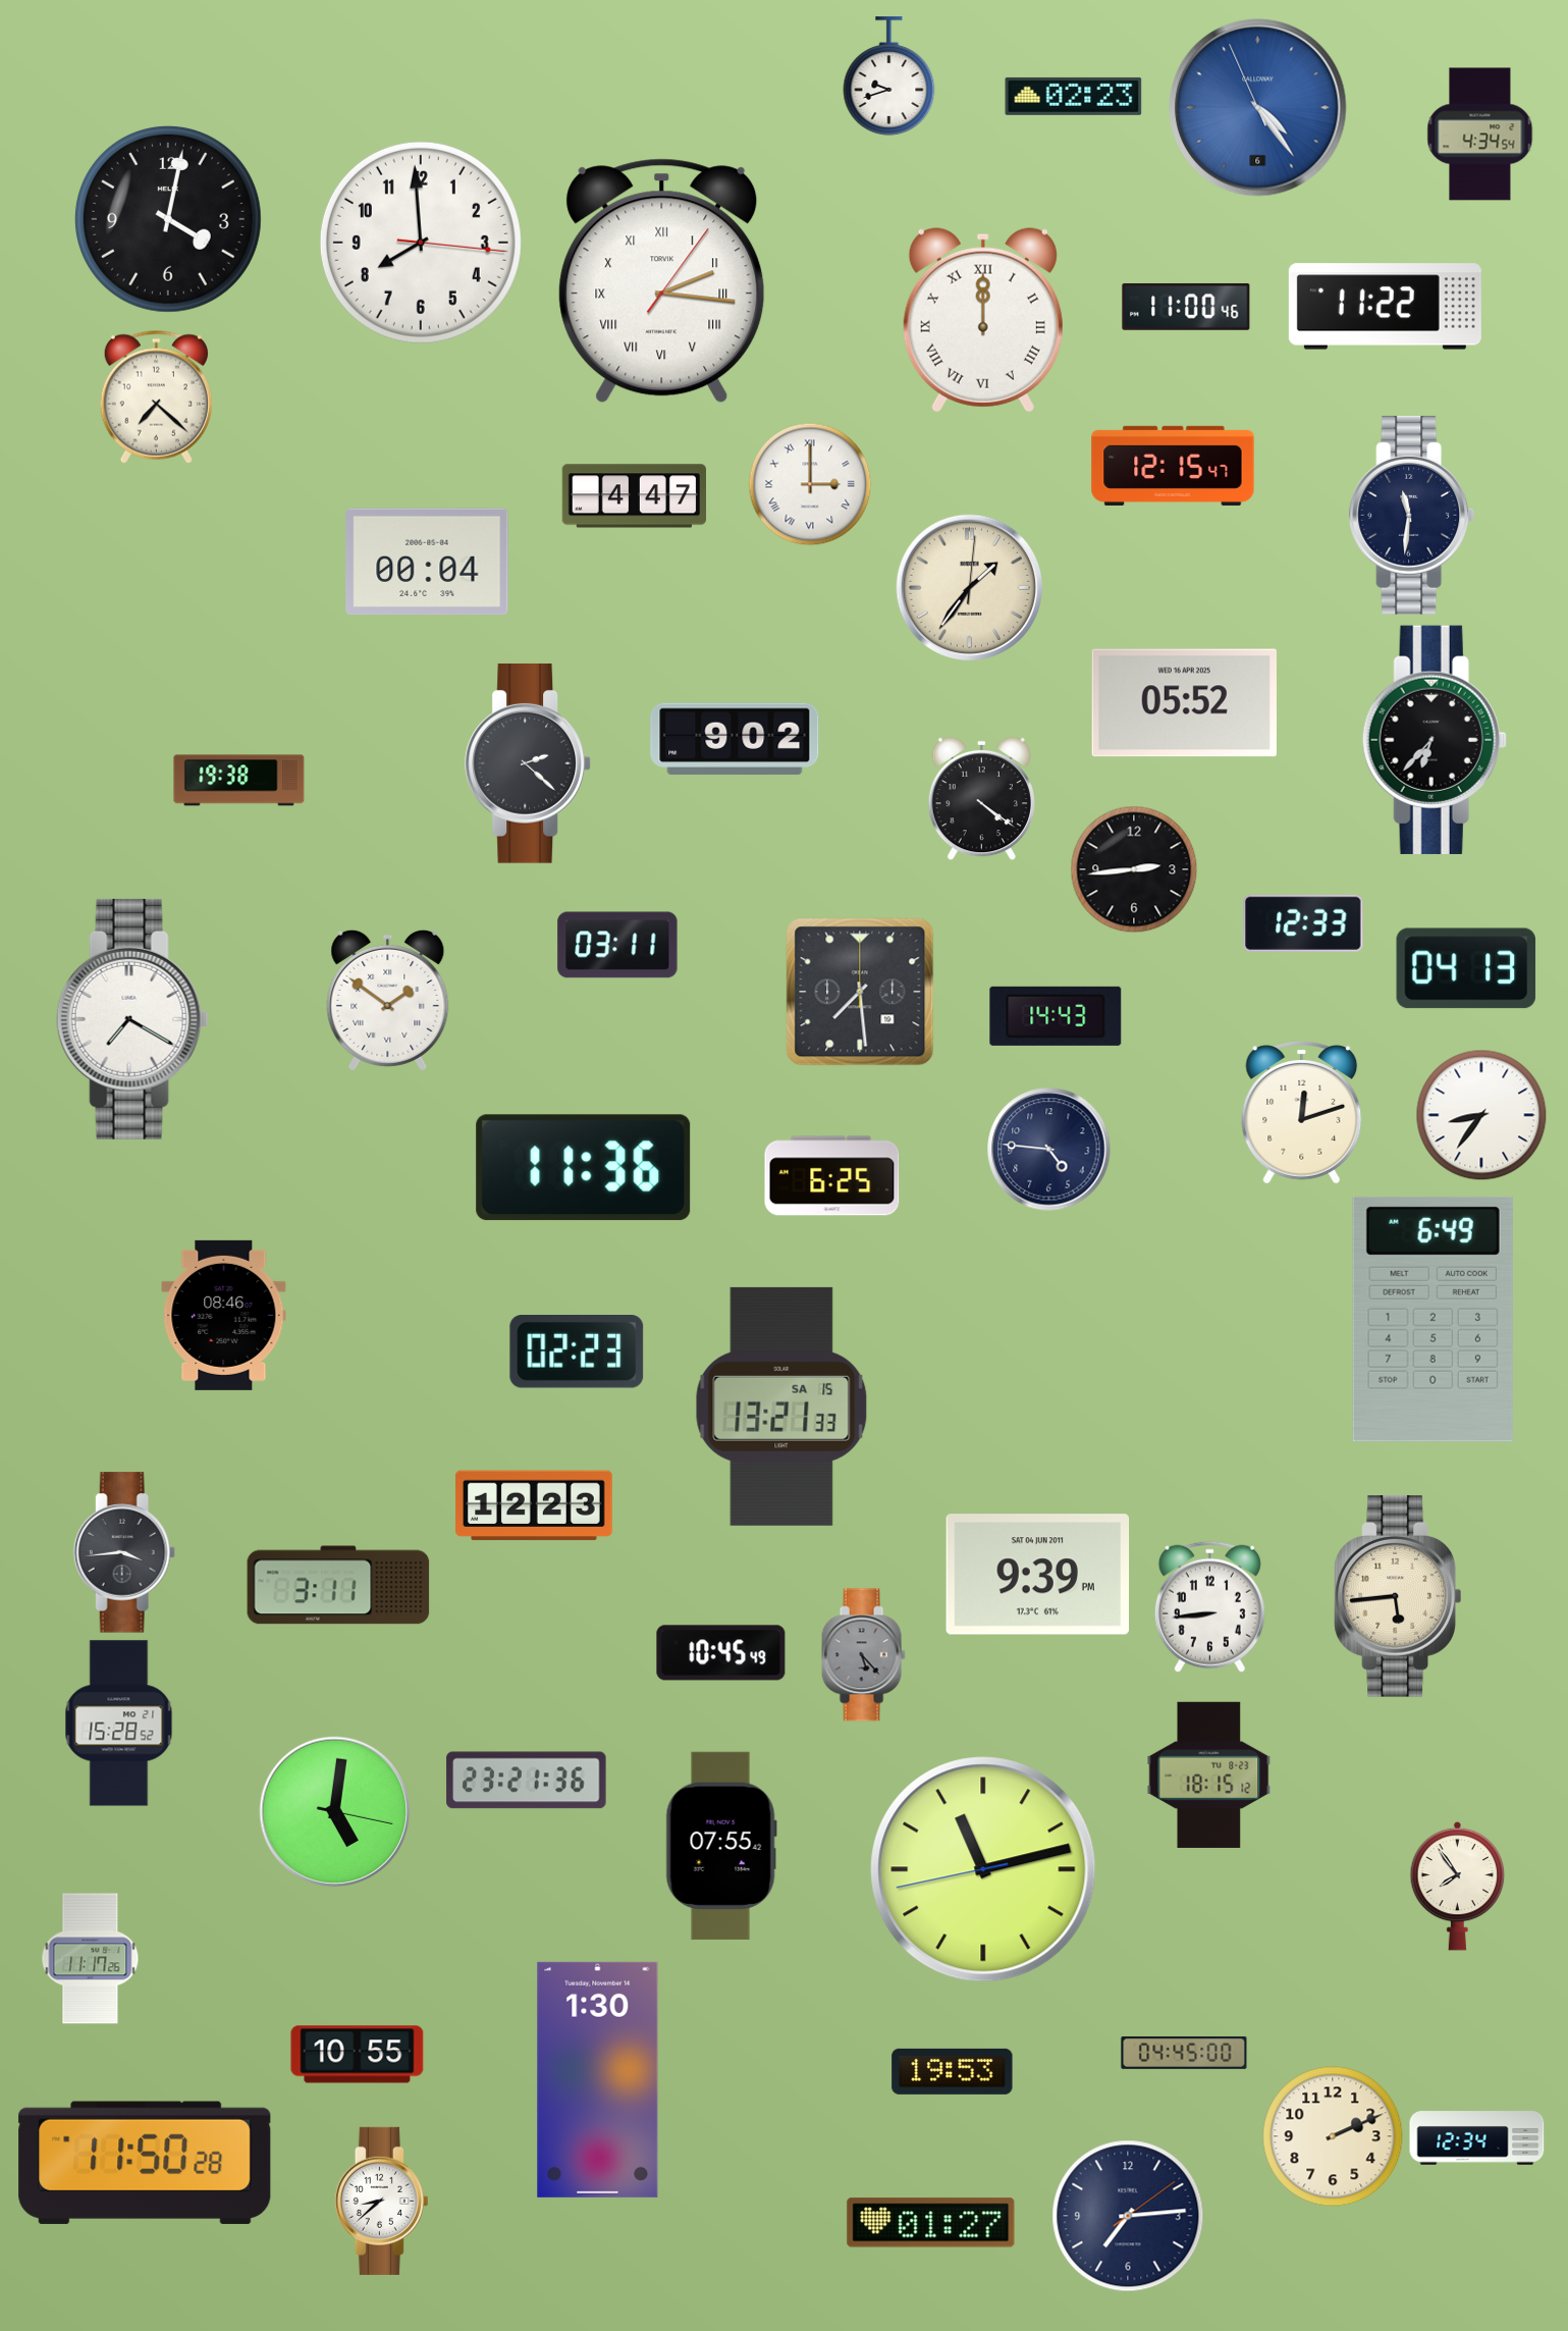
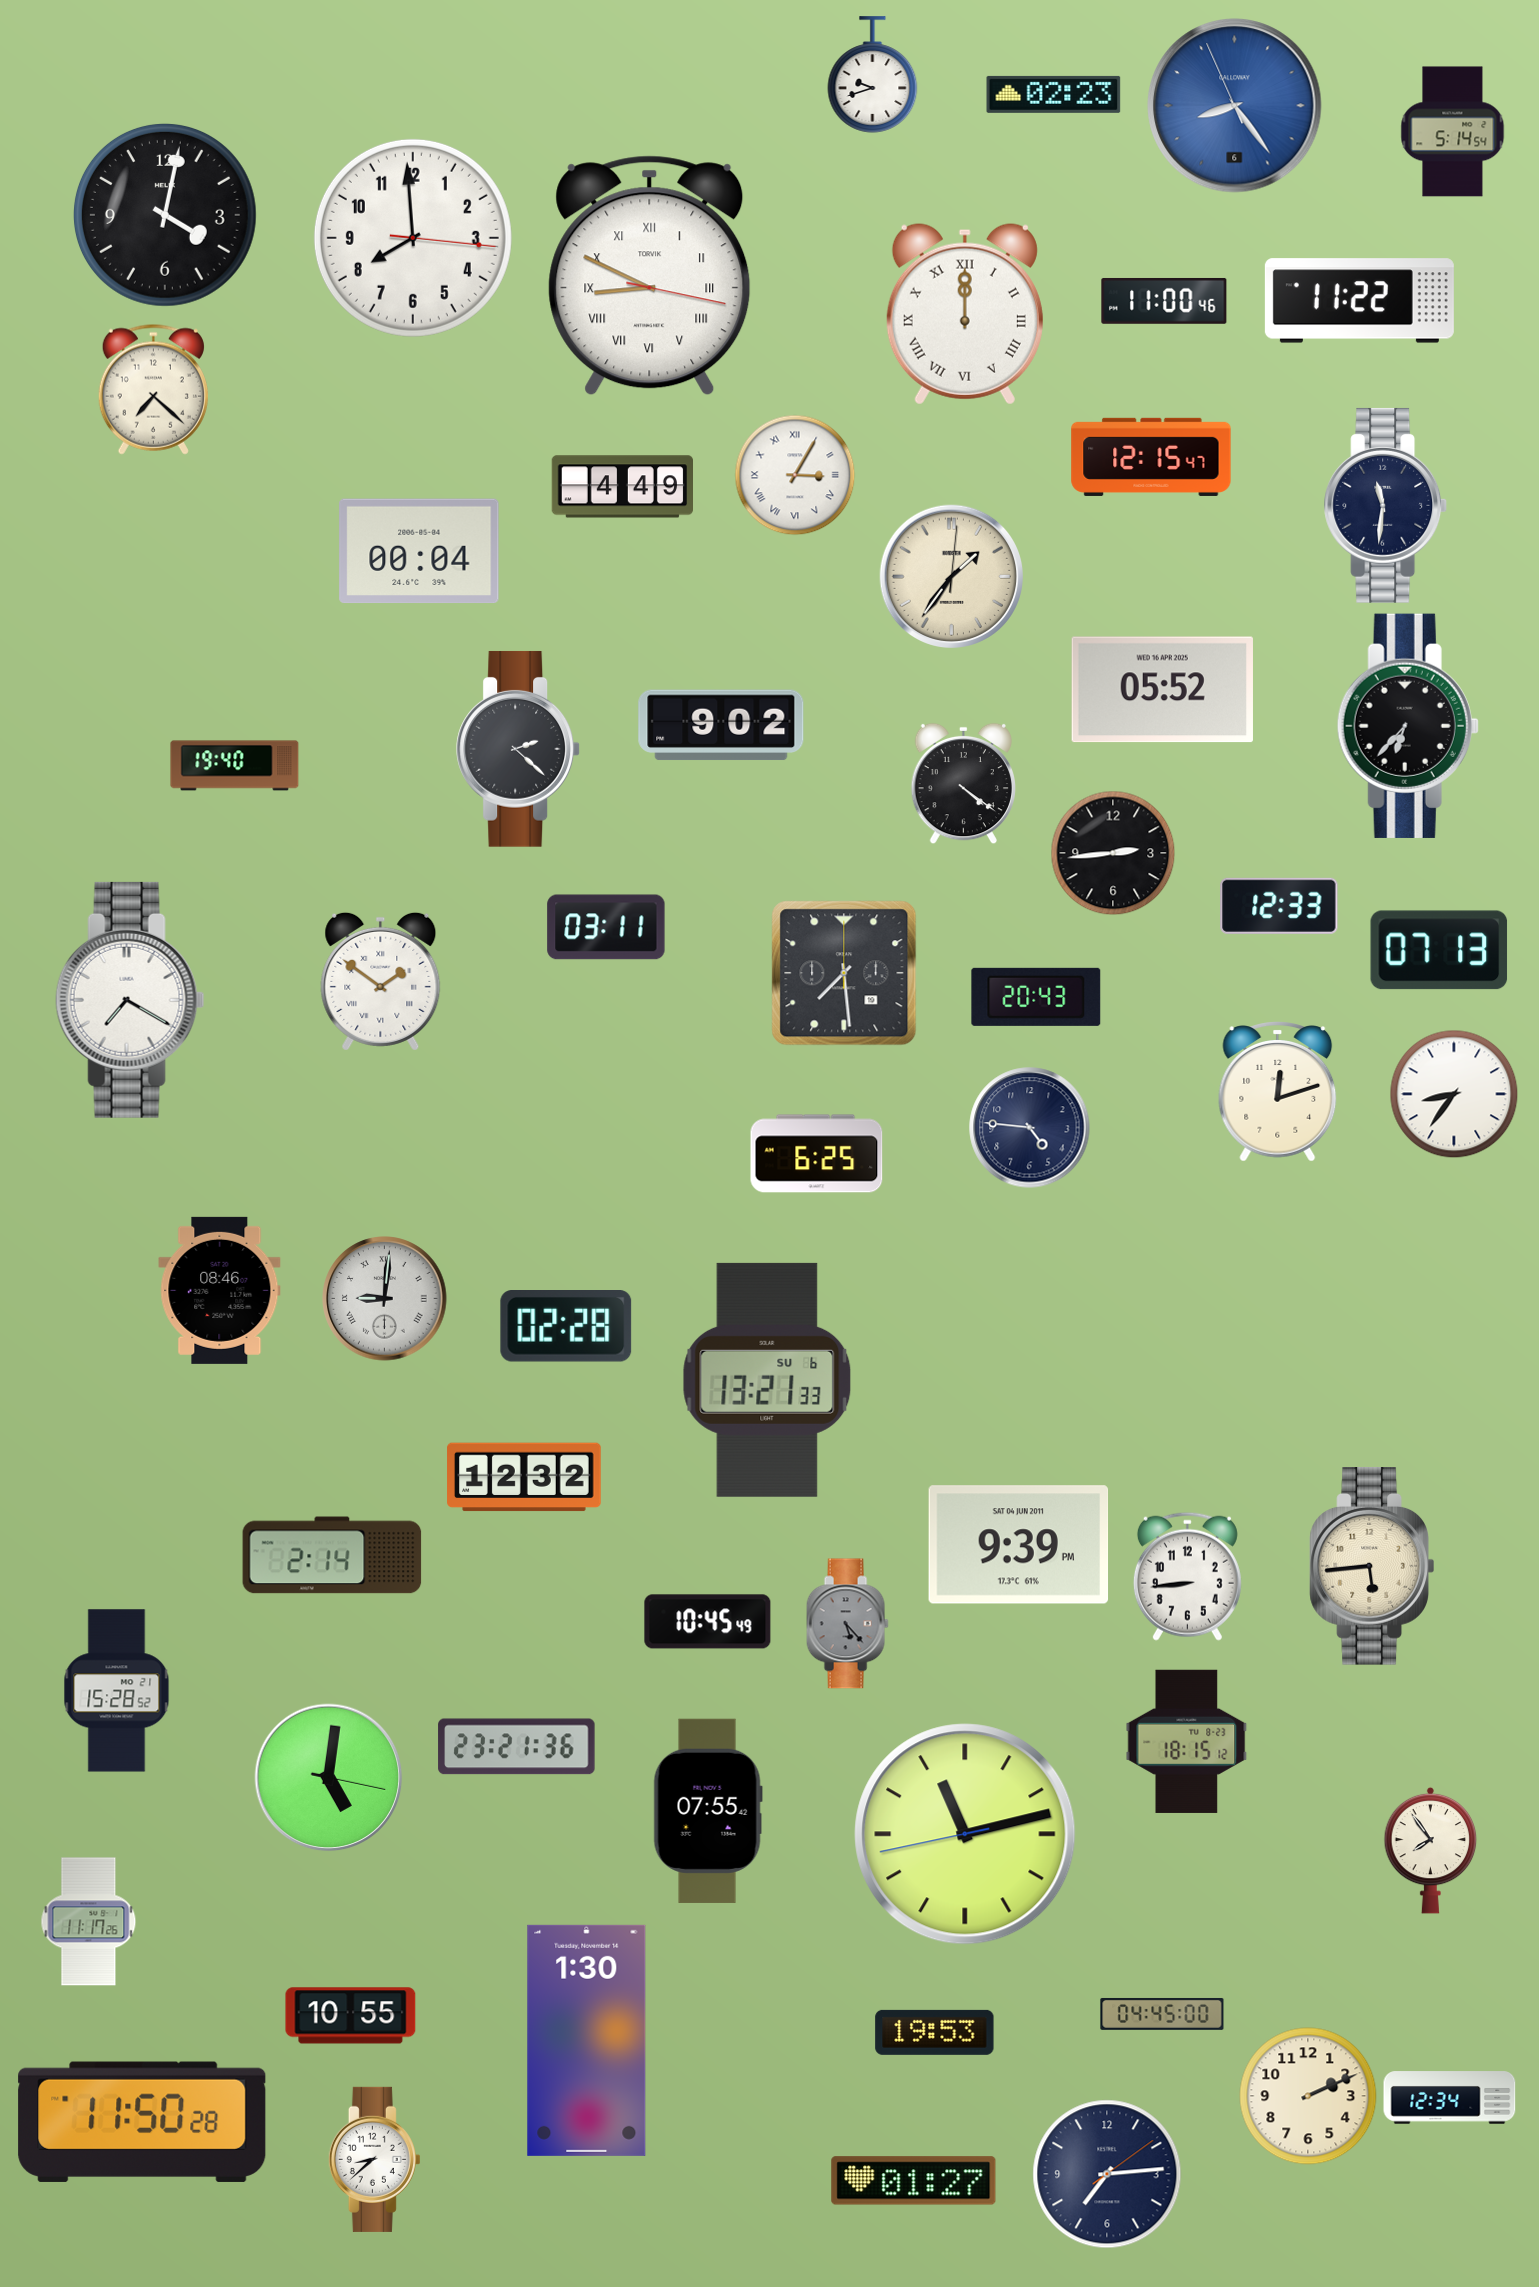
clock at (1258, 108): 4:23 -> 8:23
clock at (1480, 135): 4:34 -> 5:14
clock at (662, 281): 2:16 -> 8:49
clock at (810, 484): 3:00 -> 3:05
clock at (634, 496): 4:47 -> 4:49
clock at (239, 781): 19:38 -> 19:40
clock at (1466, 968): 04:13 -> 07:13
clock at (1056, 1016): 14:43 -> 20:43
clock at (584, 1168): 11:36 -> none
clock at (1432, 1319): 6:49 -> none
clock at (385, 1299): none -> 9:01
clock at (577, 1353): 02:23 -> 02:28
clock at (781, 1407) date: SA 15 -> SU 6
clock at (534, 1505): 12:23 -> 12:32
clock at (124, 1552): 3:44 -> none
clock at (338, 1585): 3:11 -> 2:14
